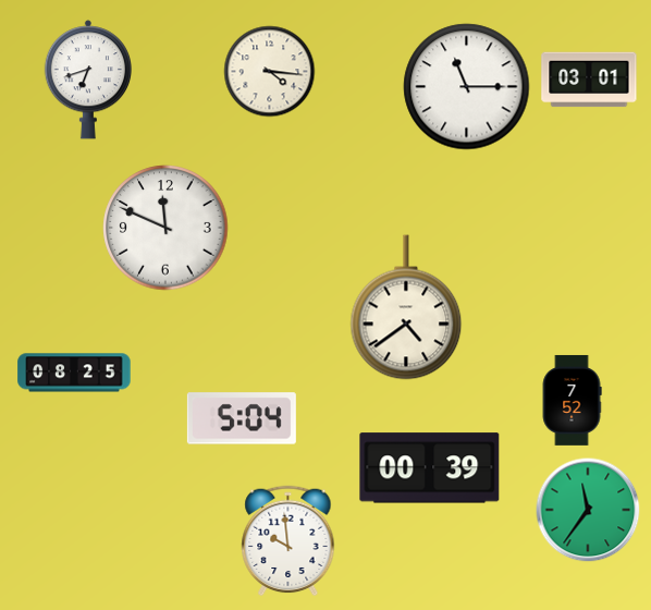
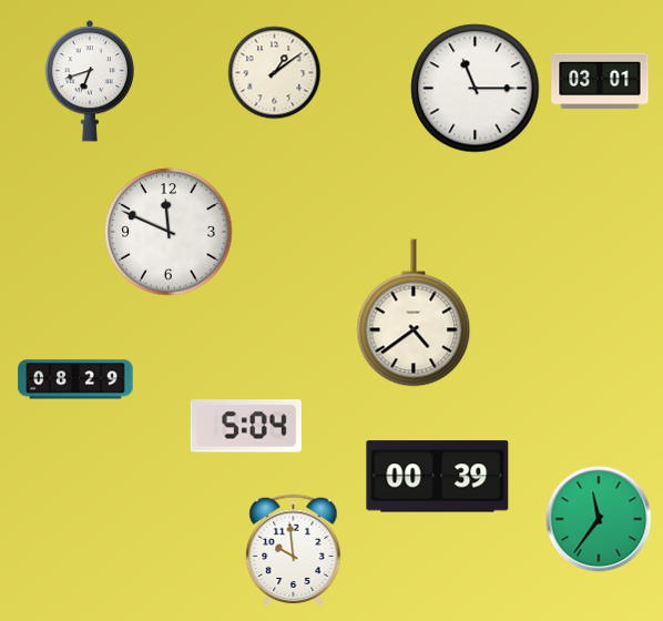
clock at (270, 72): 4:16 -> 1:09
clock at (74, 373): 08:25 -> 08:29
clock at (572, 400): 7:52 -> none
